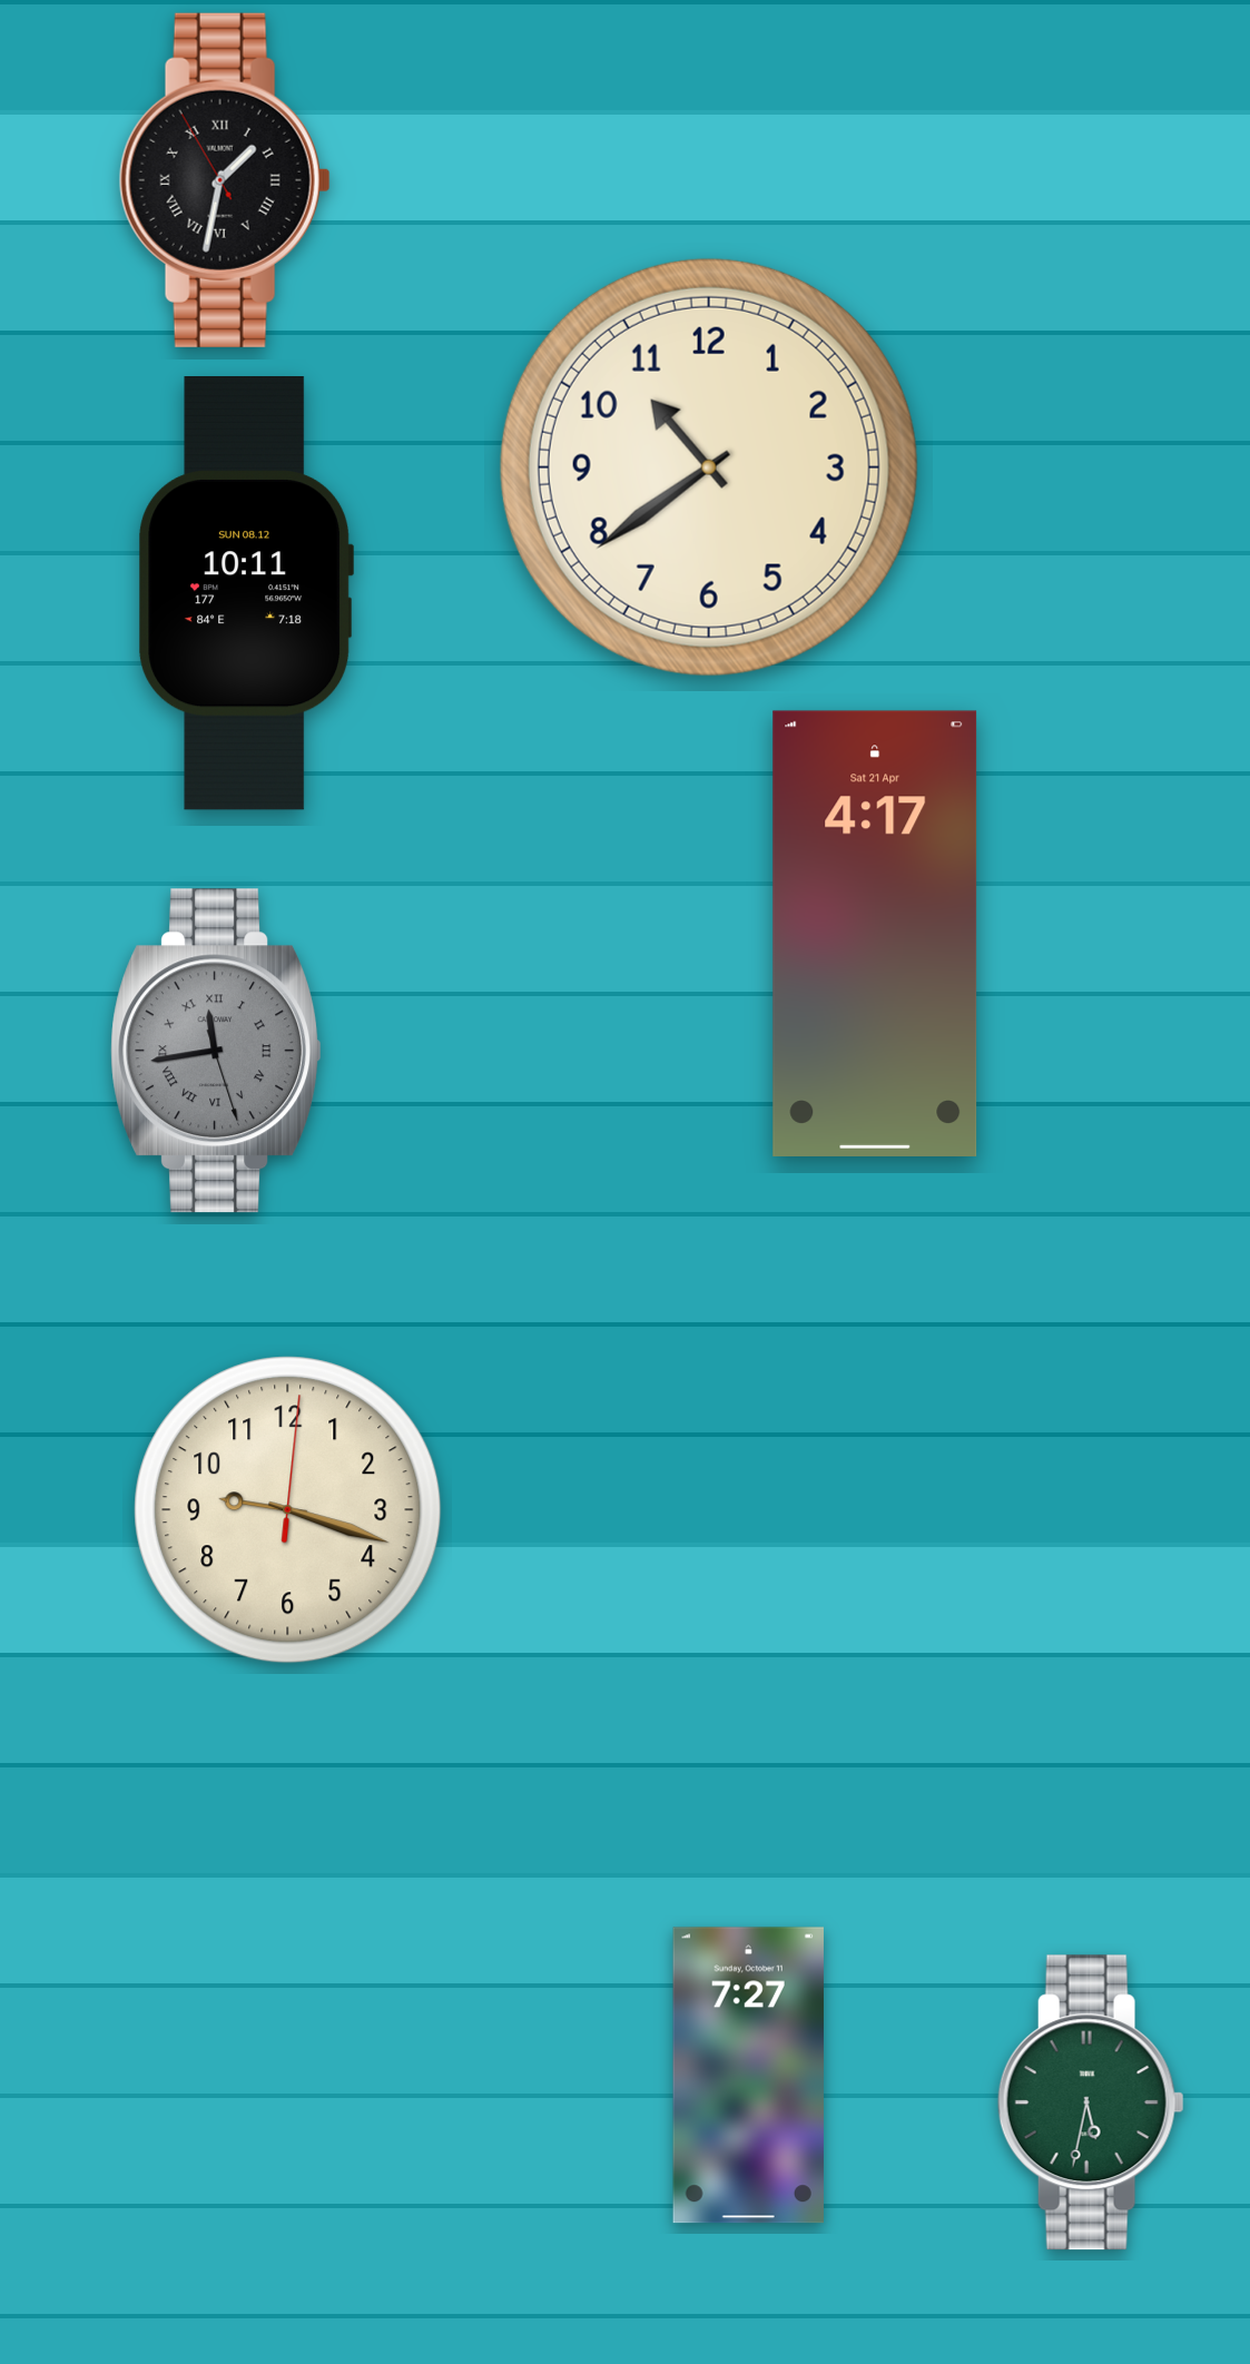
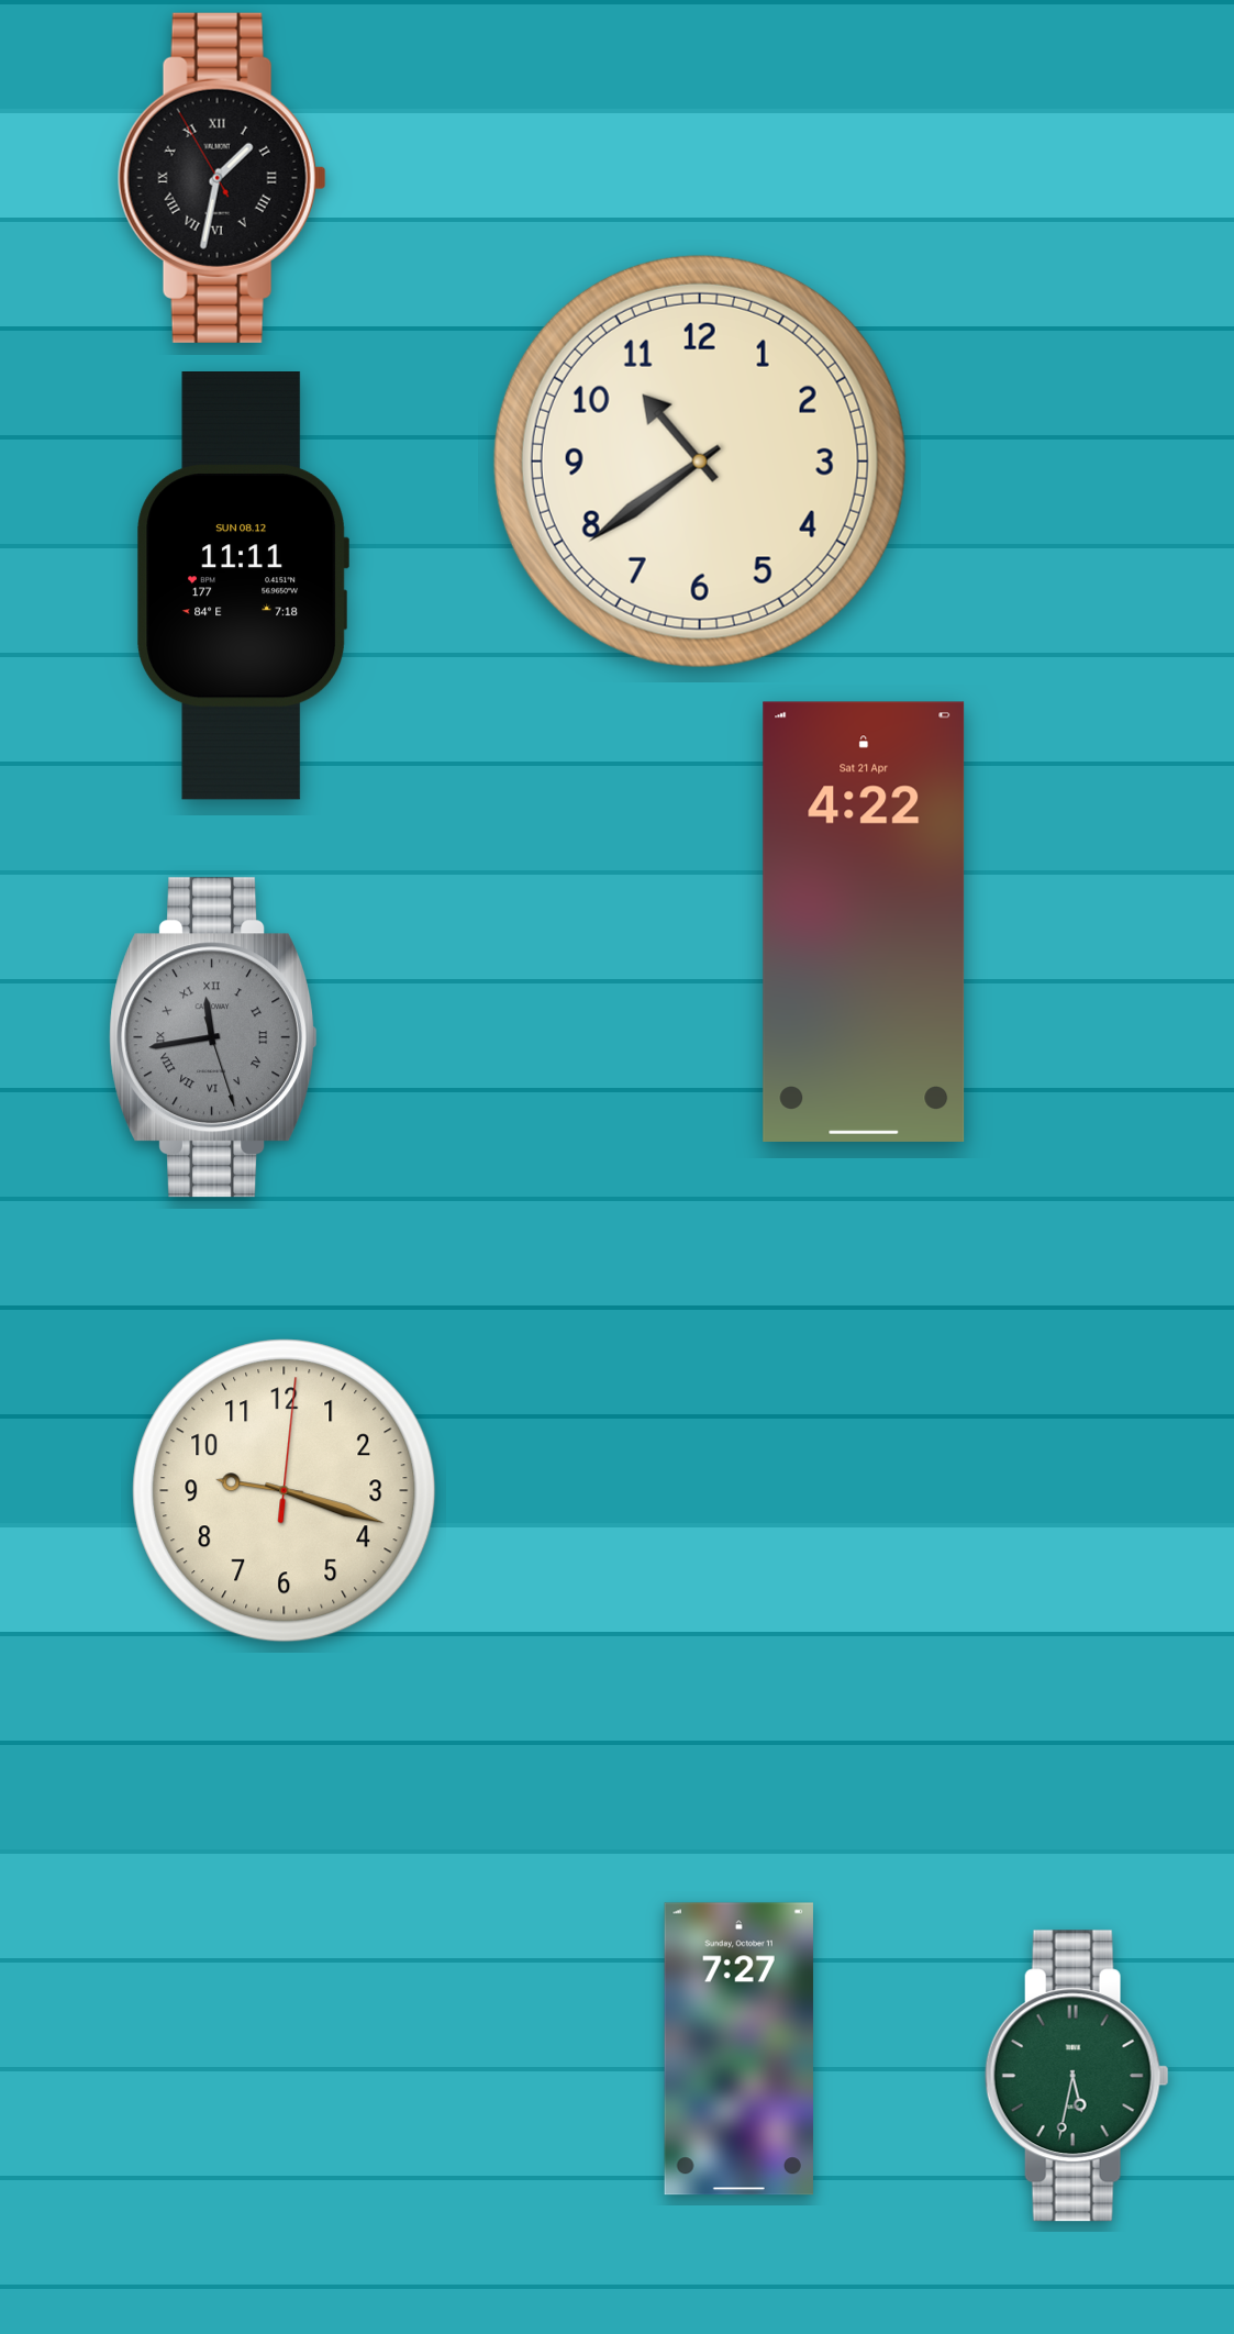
clock at (245, 594): 10:11 -> 11:11
clock at (875, 934): 4:17 -> 4:22
